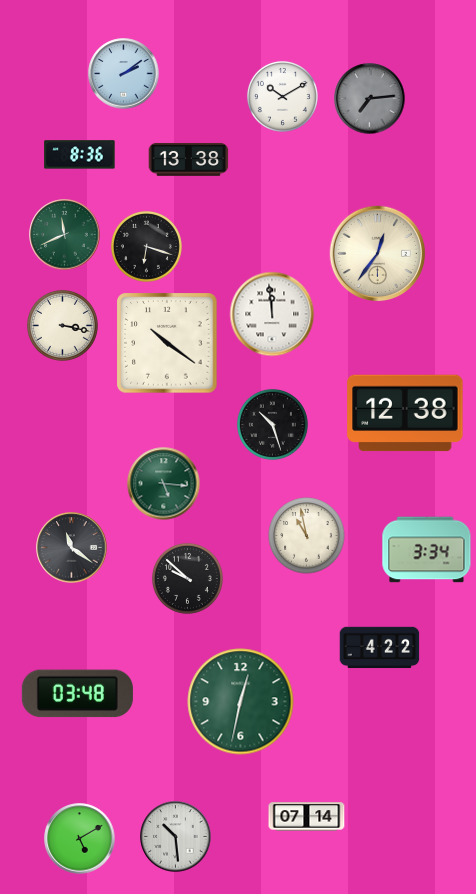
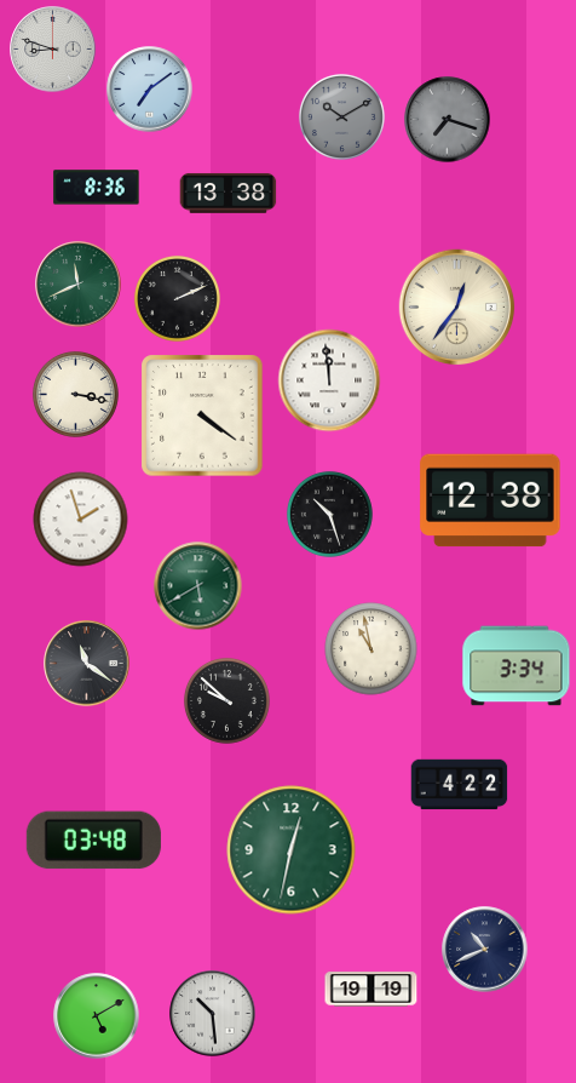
clock at (53, 50): none -> 8:48
clock at (124, 74): 2:09 -> 7:09
clock at (282, 96) dial: white -> grey
clock at (370, 99): 7:14 -> 7:18
clock at (146, 246): 6:18 -> 2:11
clock at (167, 343): 10:21 -> 4:21
clock at (81, 520): none -> 1:57
clock at (164, 484): 5:16 -> 5:40
clock at (485, 950): none -> 10:41
clock at (307, 817): 07:14 -> 19:19
